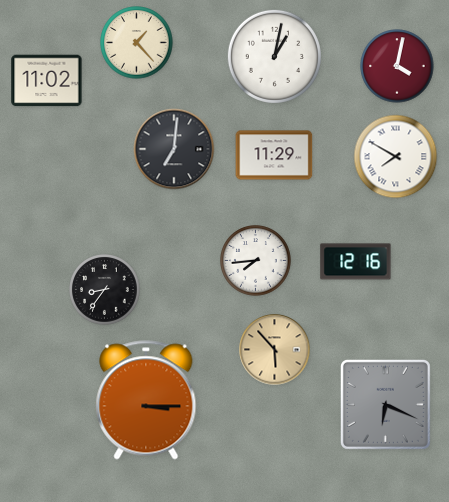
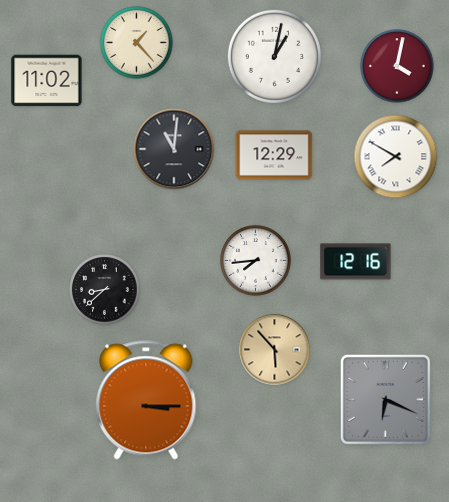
clock at (174, 149): 7:01 -> 11:01
clock at (274, 155): 11:29 -> 12:29
clock at (105, 290): 8:36 -> 8:38
clock at (385, 404) position: (385, 404) -> (385, 399)
